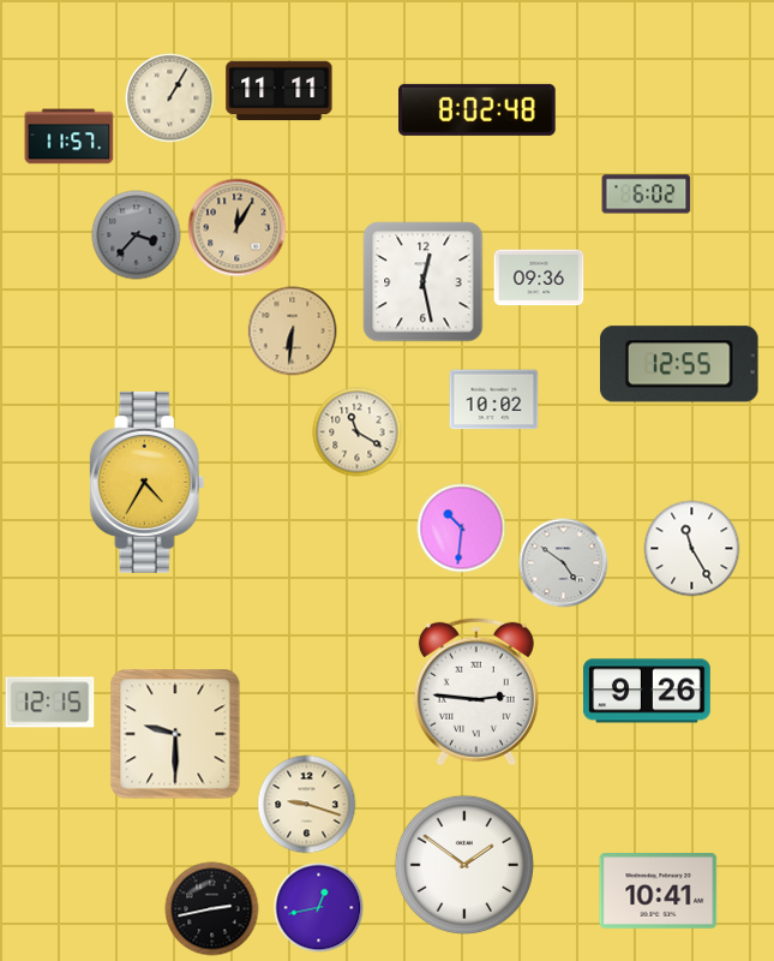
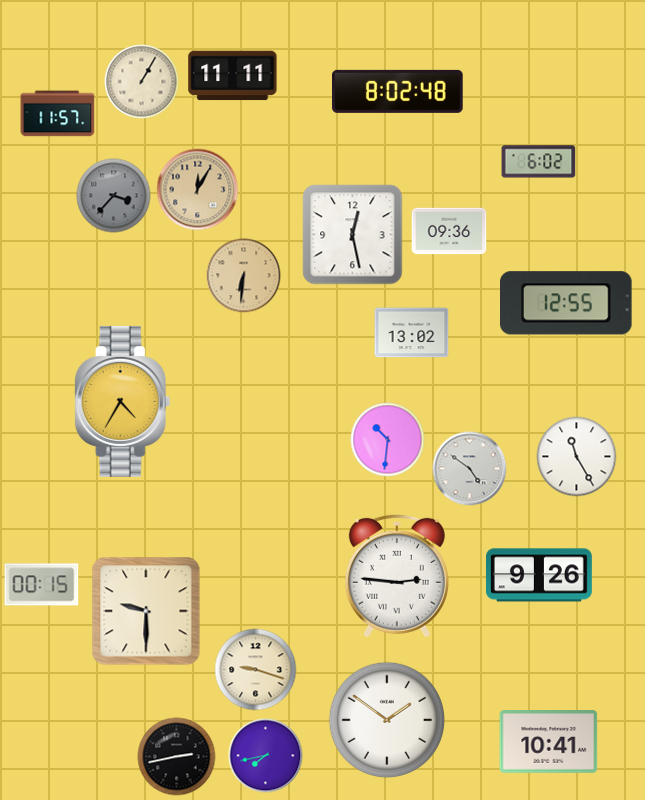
clock at (494, 400): 10:02 -> 13:02
clock at (358, 432): 11:20 -> none
clock at (462, 529) position: (462, 529) -> (388, 440)
clock at (50, 703): 12:15 -> 00:15
clock at (319, 908): 12:43 -> 7:43
